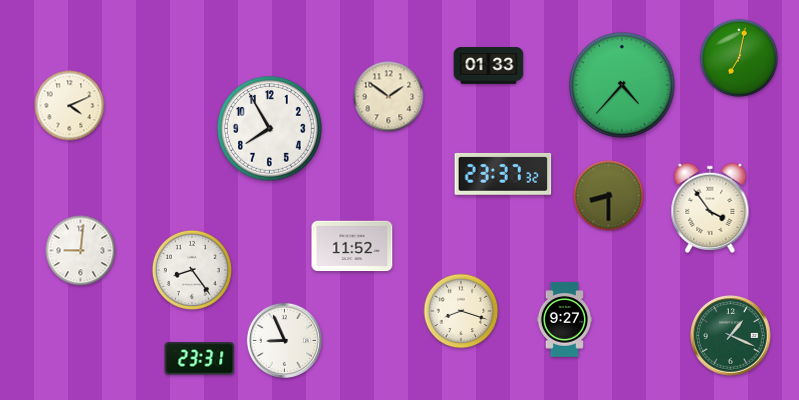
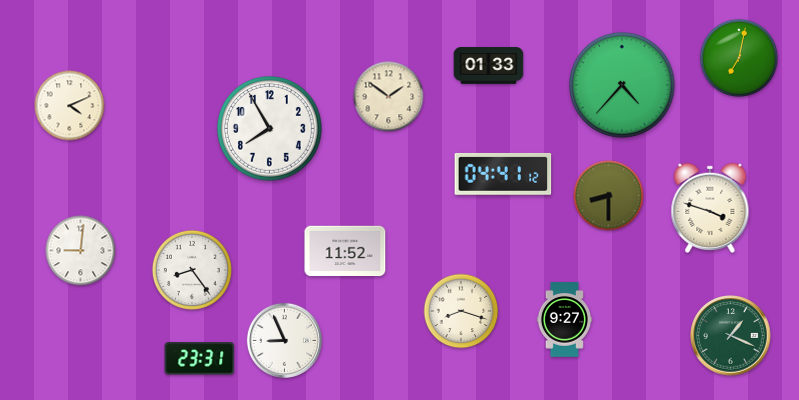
clock at (503, 174): 23:37 -> 04:41
clock at (710, 208): 3:54 -> 3:48
clock at (352, 246) position: (352, 246) -> (345, 251)
